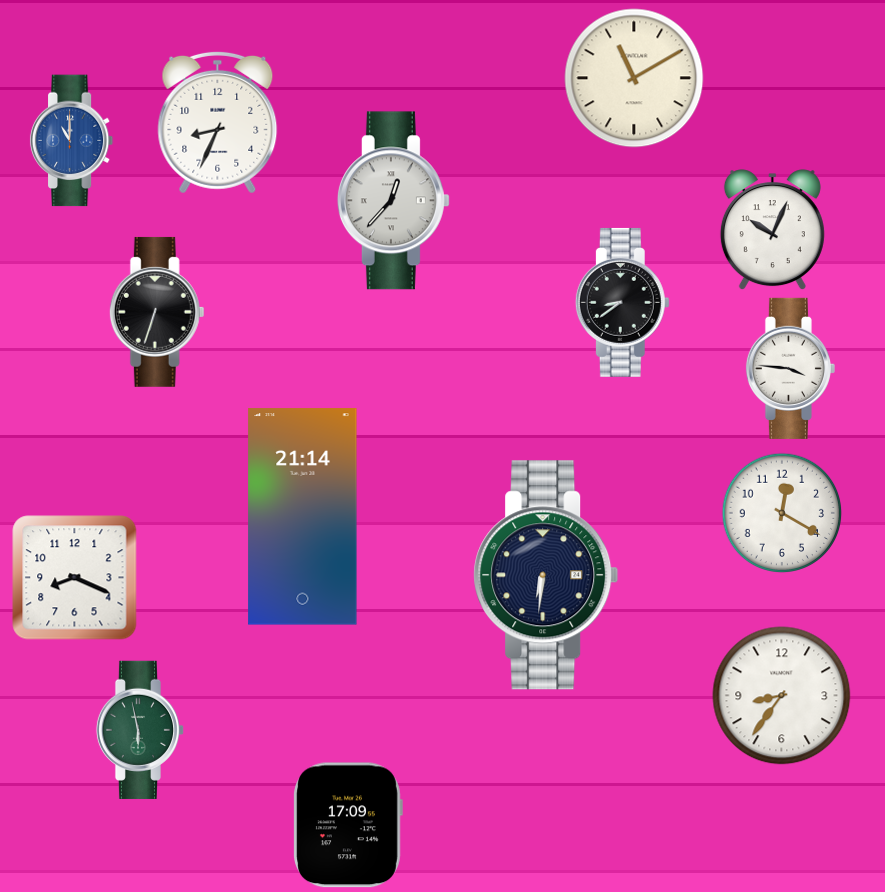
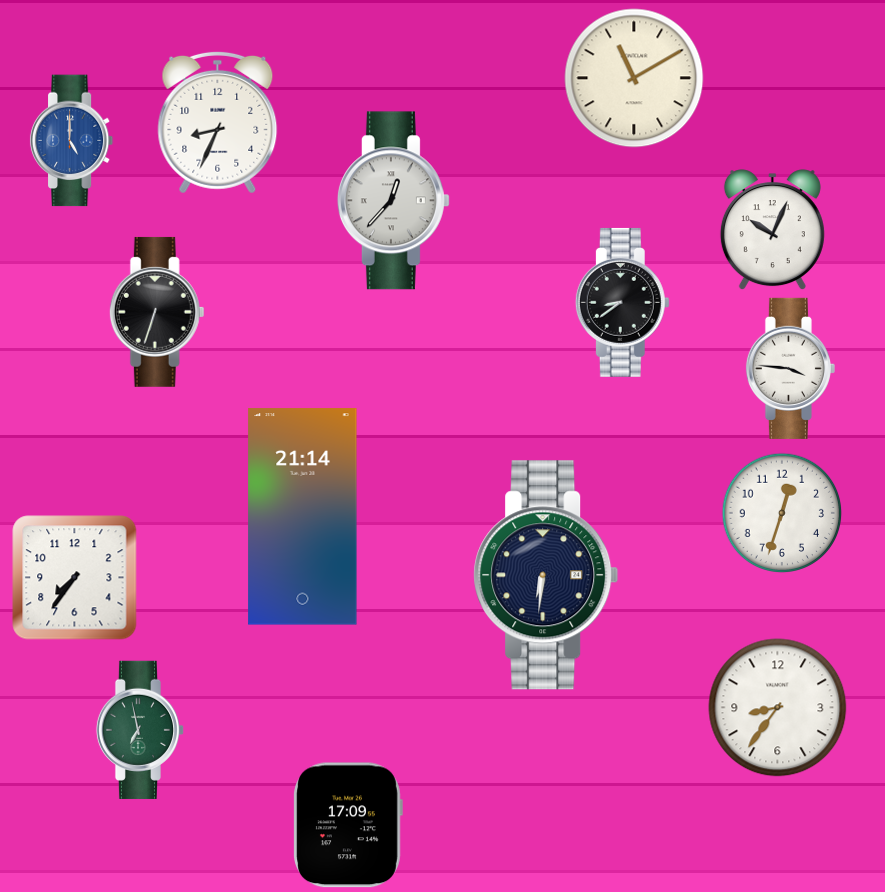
clock at (72, 141): 11:00 -> 5:00
clock at (781, 512): 12:20 -> 12:33
clock at (75, 578): 8:19 -> 7:36
clock at (782, 696) position: (782, 696) -> (778, 708)
clock at (140, 730): 5:58 -> 6:58
